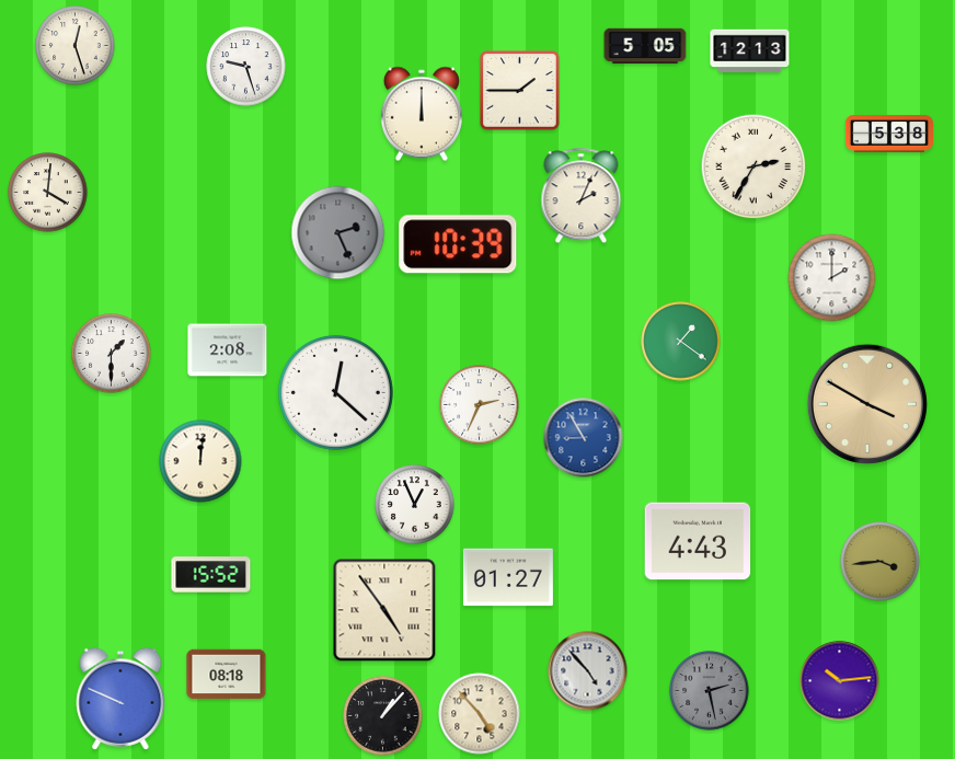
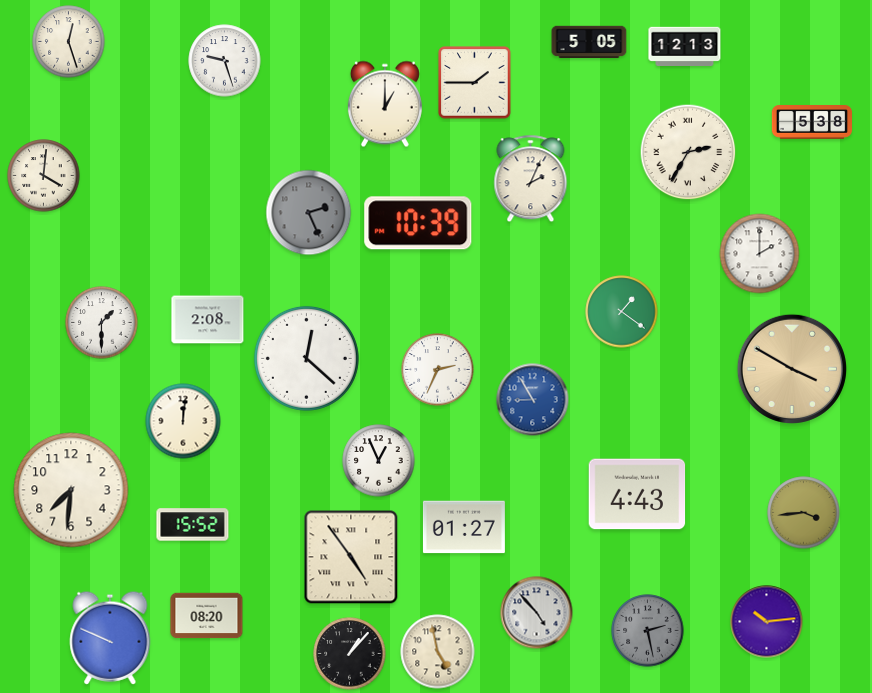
clock at (422, 114): 12:00 -> 1:00
clock at (71, 490): none -> 7:31
clock at (227, 675): 08:18 -> 08:20
clock at (480, 714): 4:53 -> 4:58
